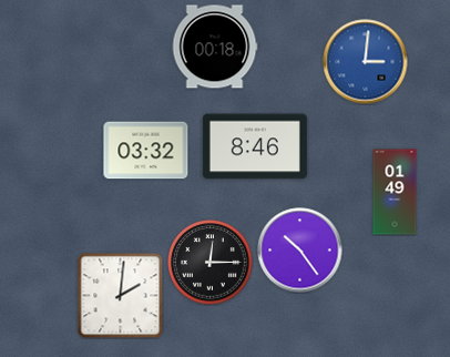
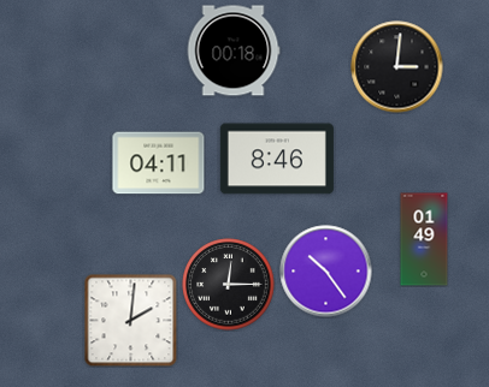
clock at (366, 62) dial: blue -> black
clock at (146, 151): 03:32 -> 04:11
clock at (395, 192) position: (395, 192) -> (424, 239)
